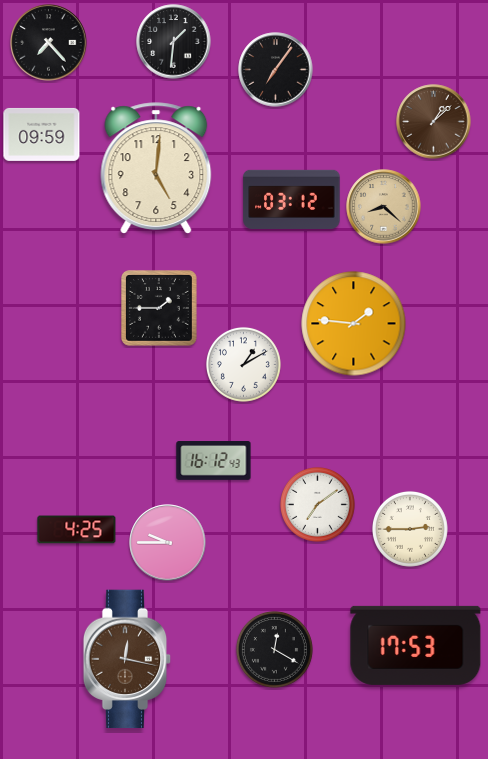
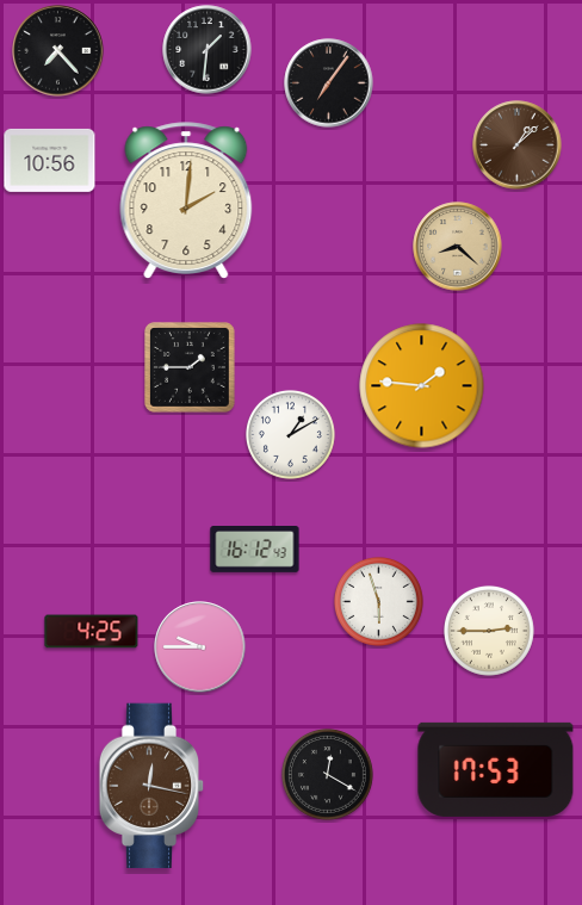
clock at (42, 134): 09:59 -> 10:56
clock at (156, 168): 5:01 -> 2:01
clock at (292, 199): 03:12 -> none
clock at (317, 504): 7:09 -> 5:57
